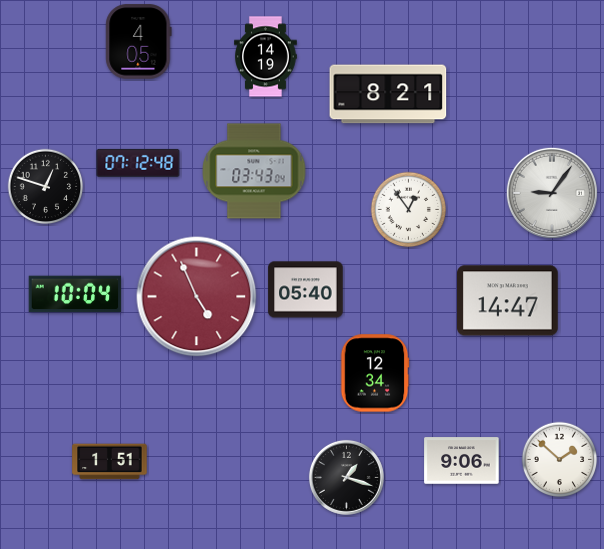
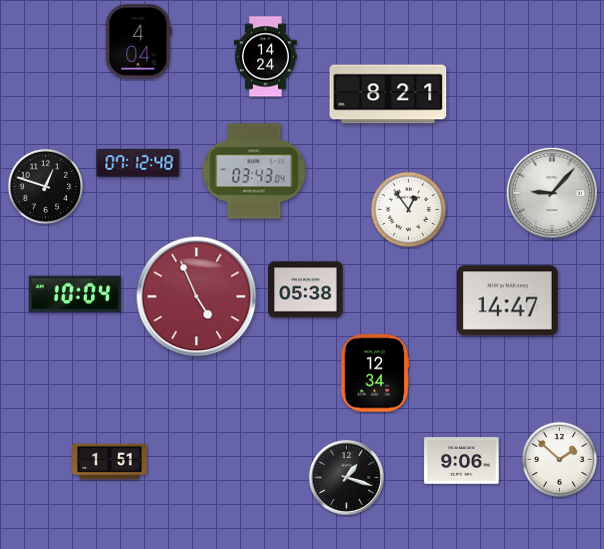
clock at (139, 42): 4:05 -> 4:04
clock at (266, 57): 14:19 -> 14:24
clock at (552, 193): 9:06 -> 9:07
clock at (306, 290): 05:40 -> 05:38
